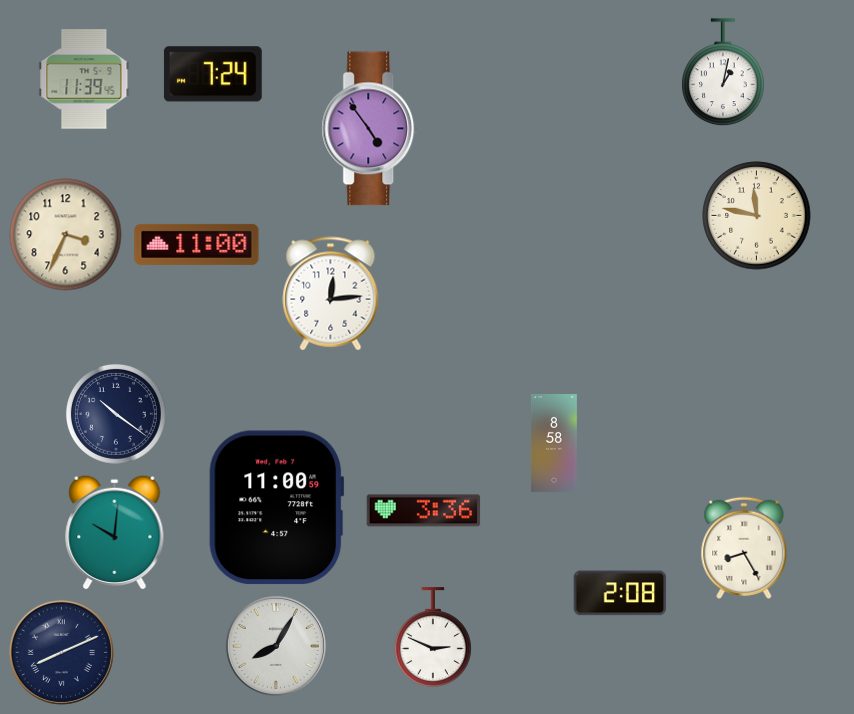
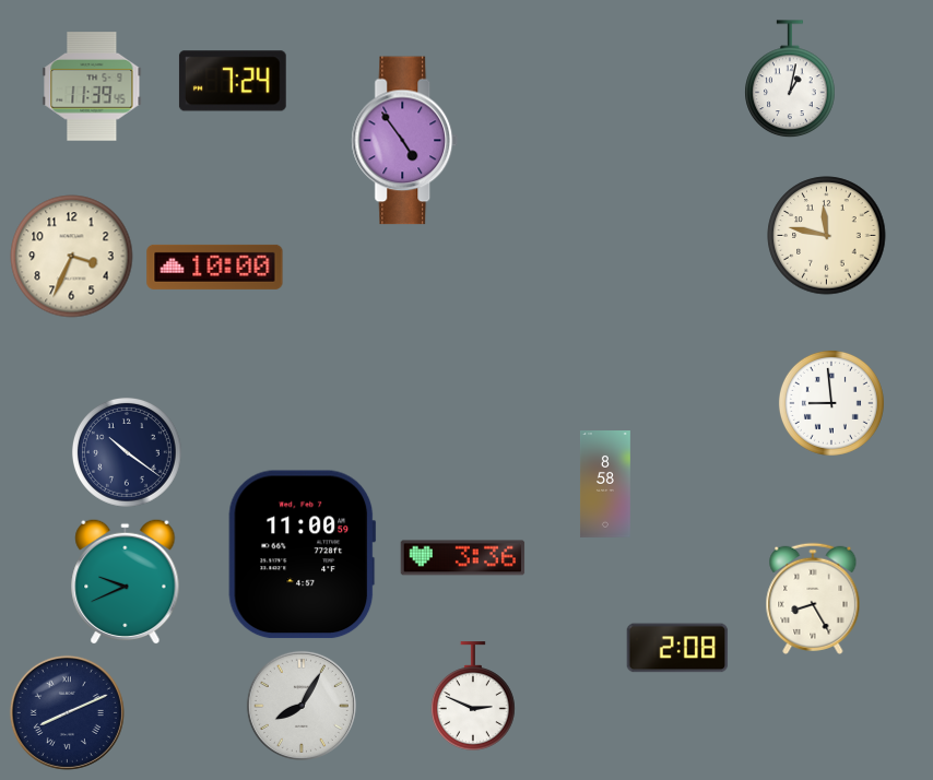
clock at (197, 244): 11:00 -> 10:00
clock at (331, 294): 12:14 -> none
clock at (831, 403): none -> 8:59
clock at (115, 532): 10:01 -> 9:41
